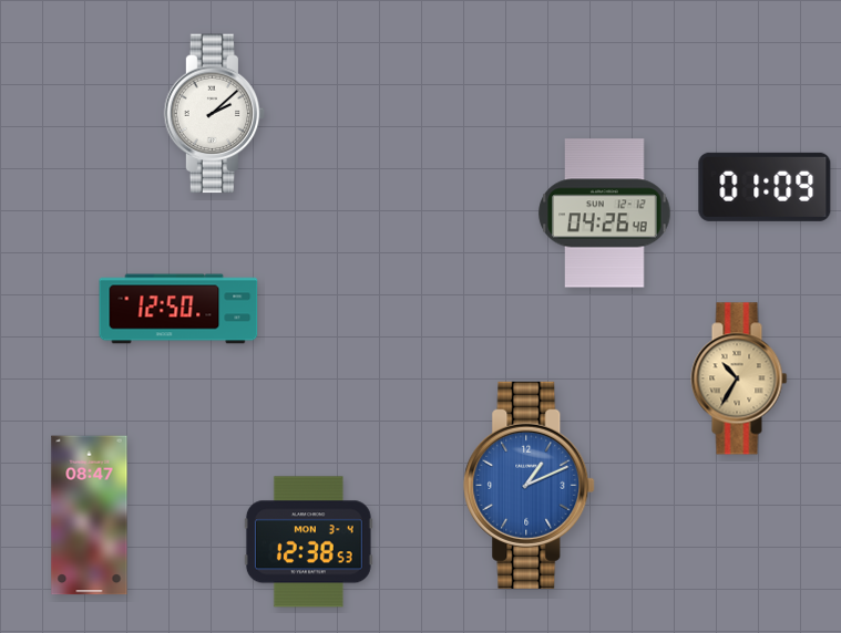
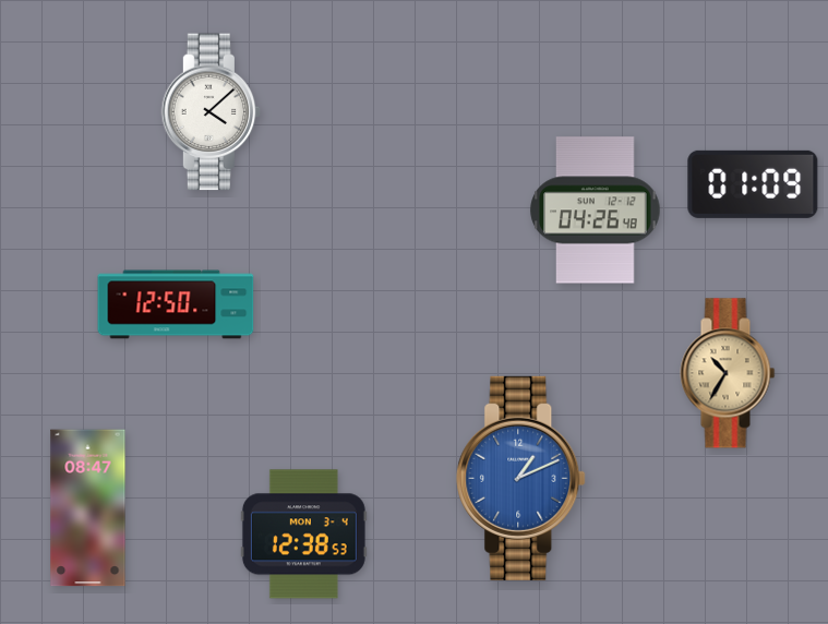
clock at (215, 114): 2:08 -> 4:08
